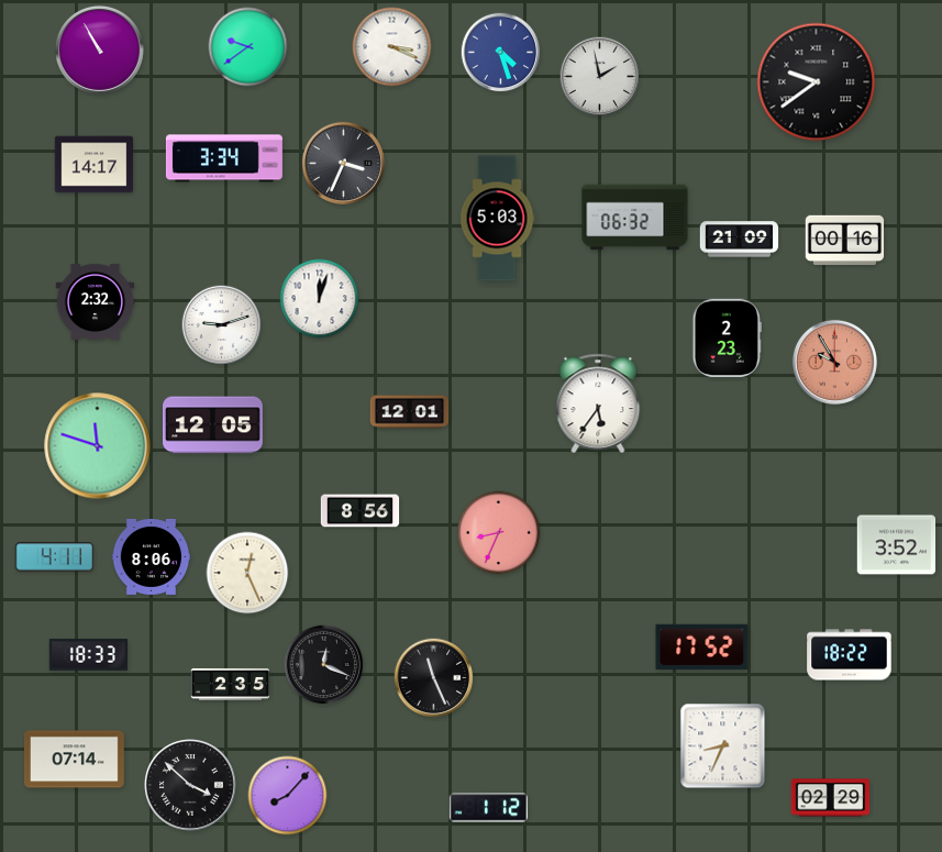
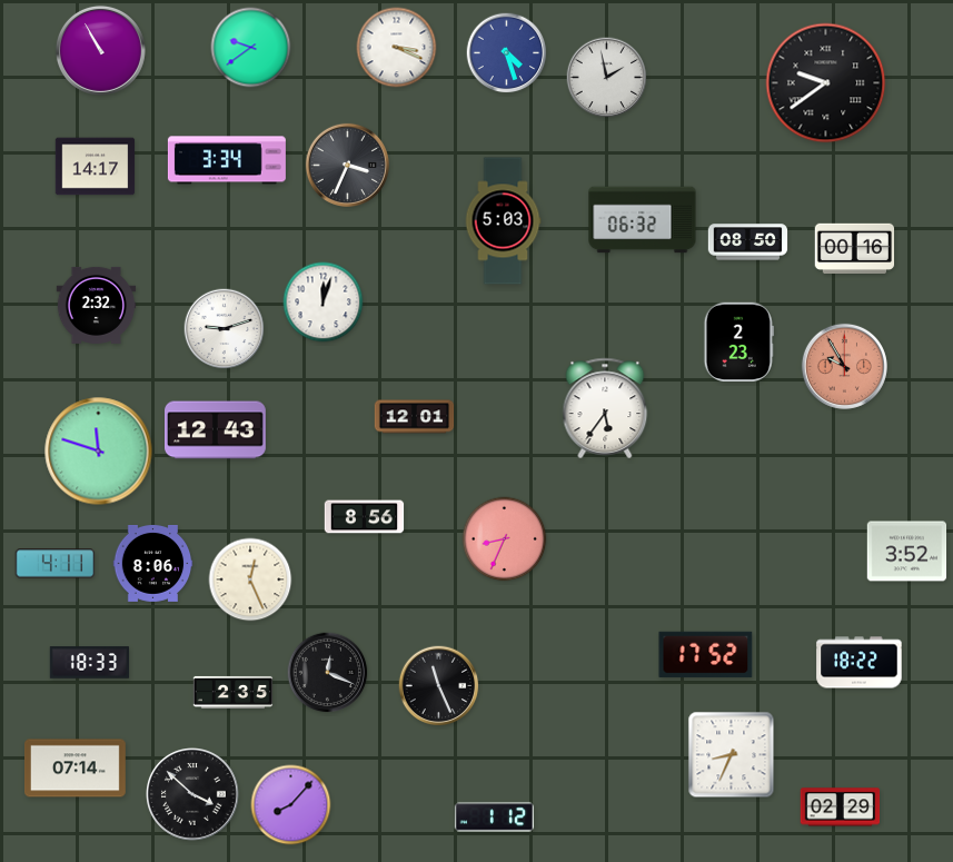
clock at (740, 240): 21:09 -> 08:50
clock at (845, 240) position: (845, 240) -> (855, 248)
clock at (727, 339) position: (727, 339) -> (738, 343)
clock at (213, 425): 12:05 -> 12:43
clock at (702, 646) position: (702, 646) -> (706, 654)
